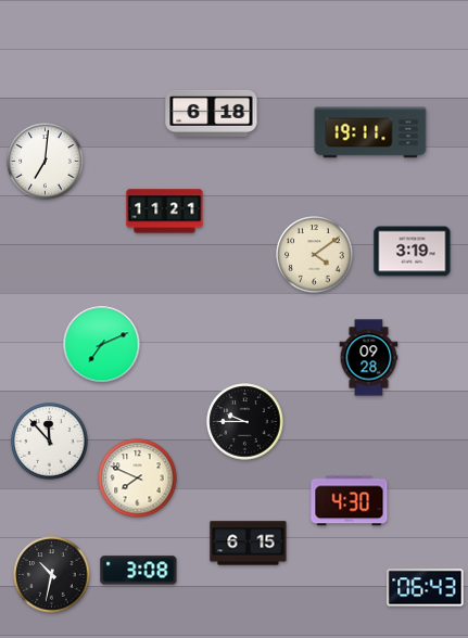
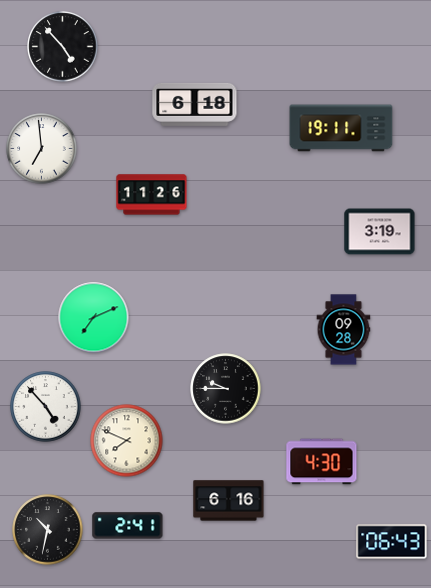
clock at (63, 47): none -> 4:53
clock at (370, 132) position: (370, 132) -> (341, 128)
clock at (46, 162): 7:01 -> 6:59
clock at (165, 212): 11:21 -> 11:26
clock at (315, 255): 4:09 -> none
clock at (369, 358) position: (369, 358) -> (344, 330)
clock at (50, 442): 11:53 -> 4:53
clock at (249, 544): 6:15 -> 6:16
clock at (139, 571): 3:08 -> 2:41
